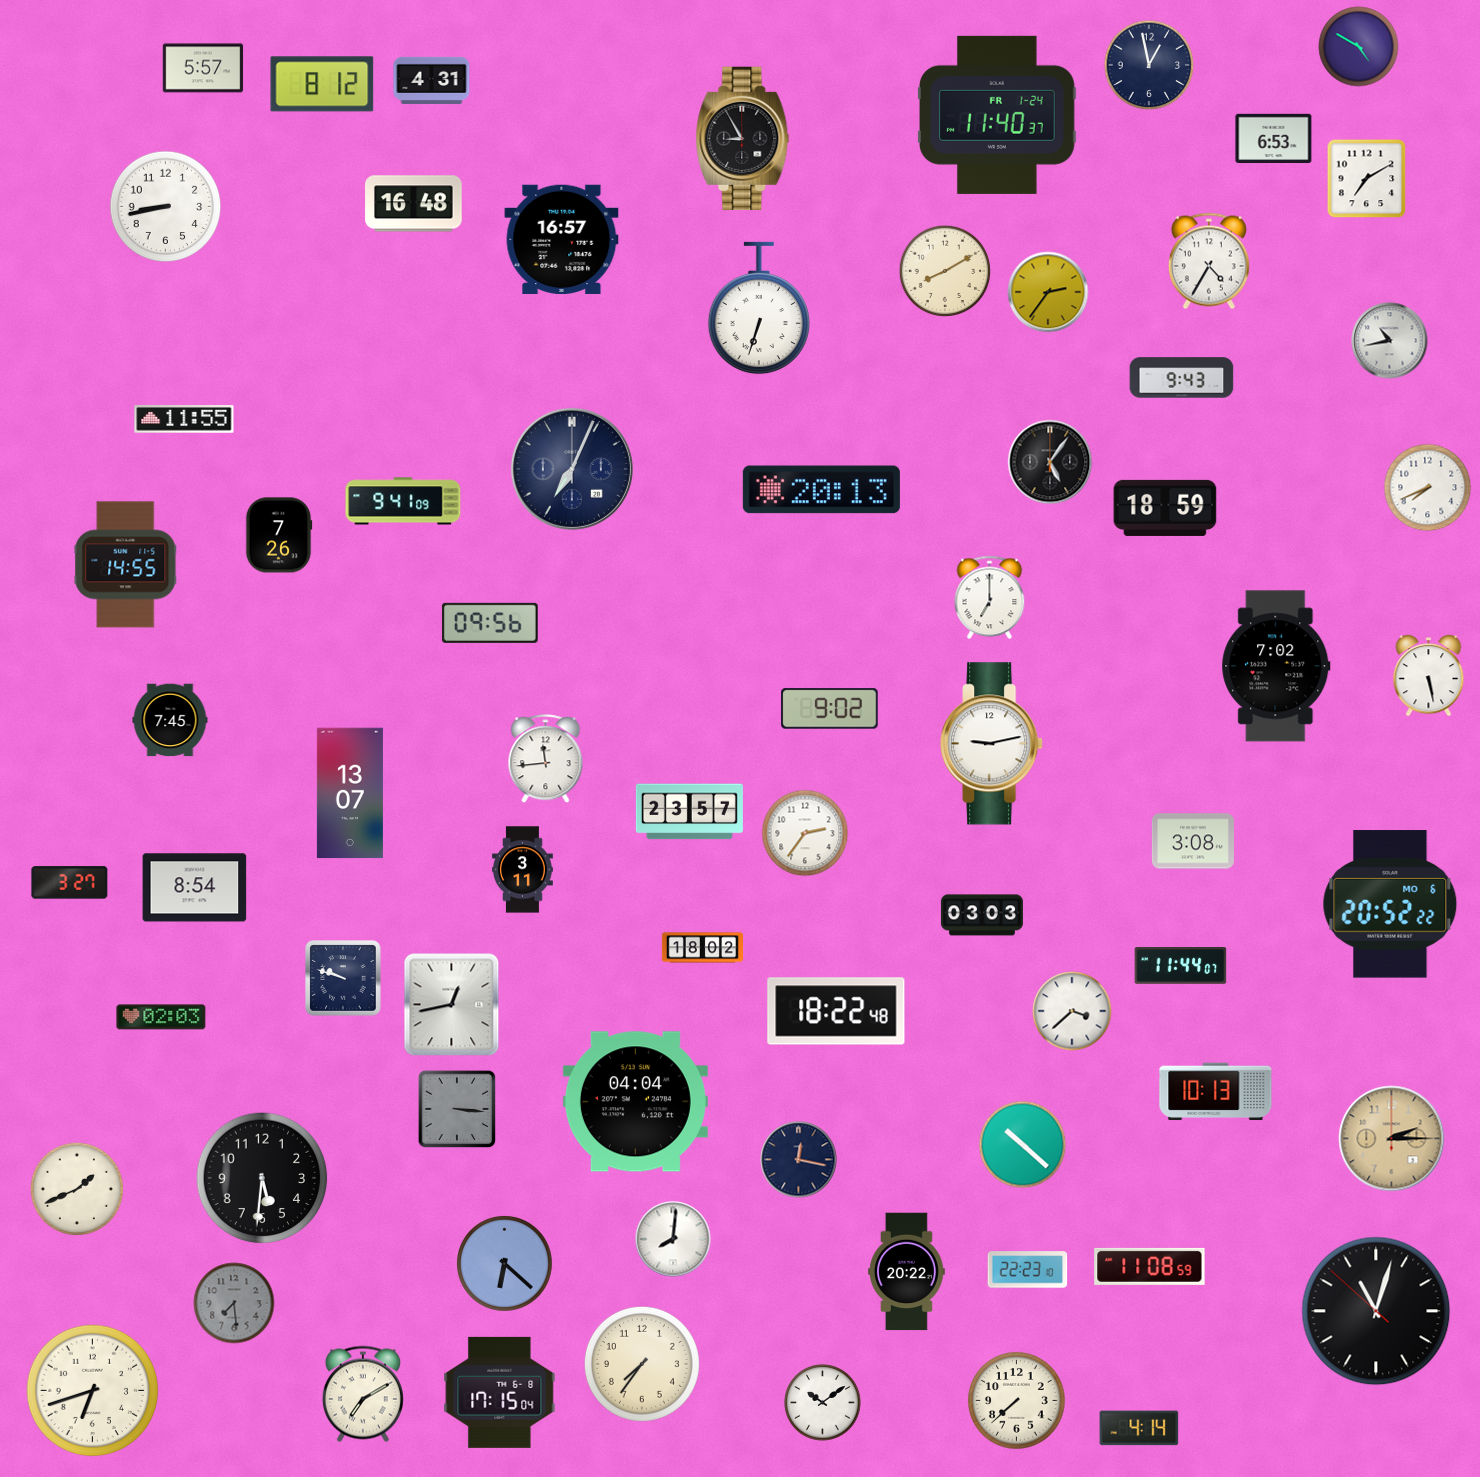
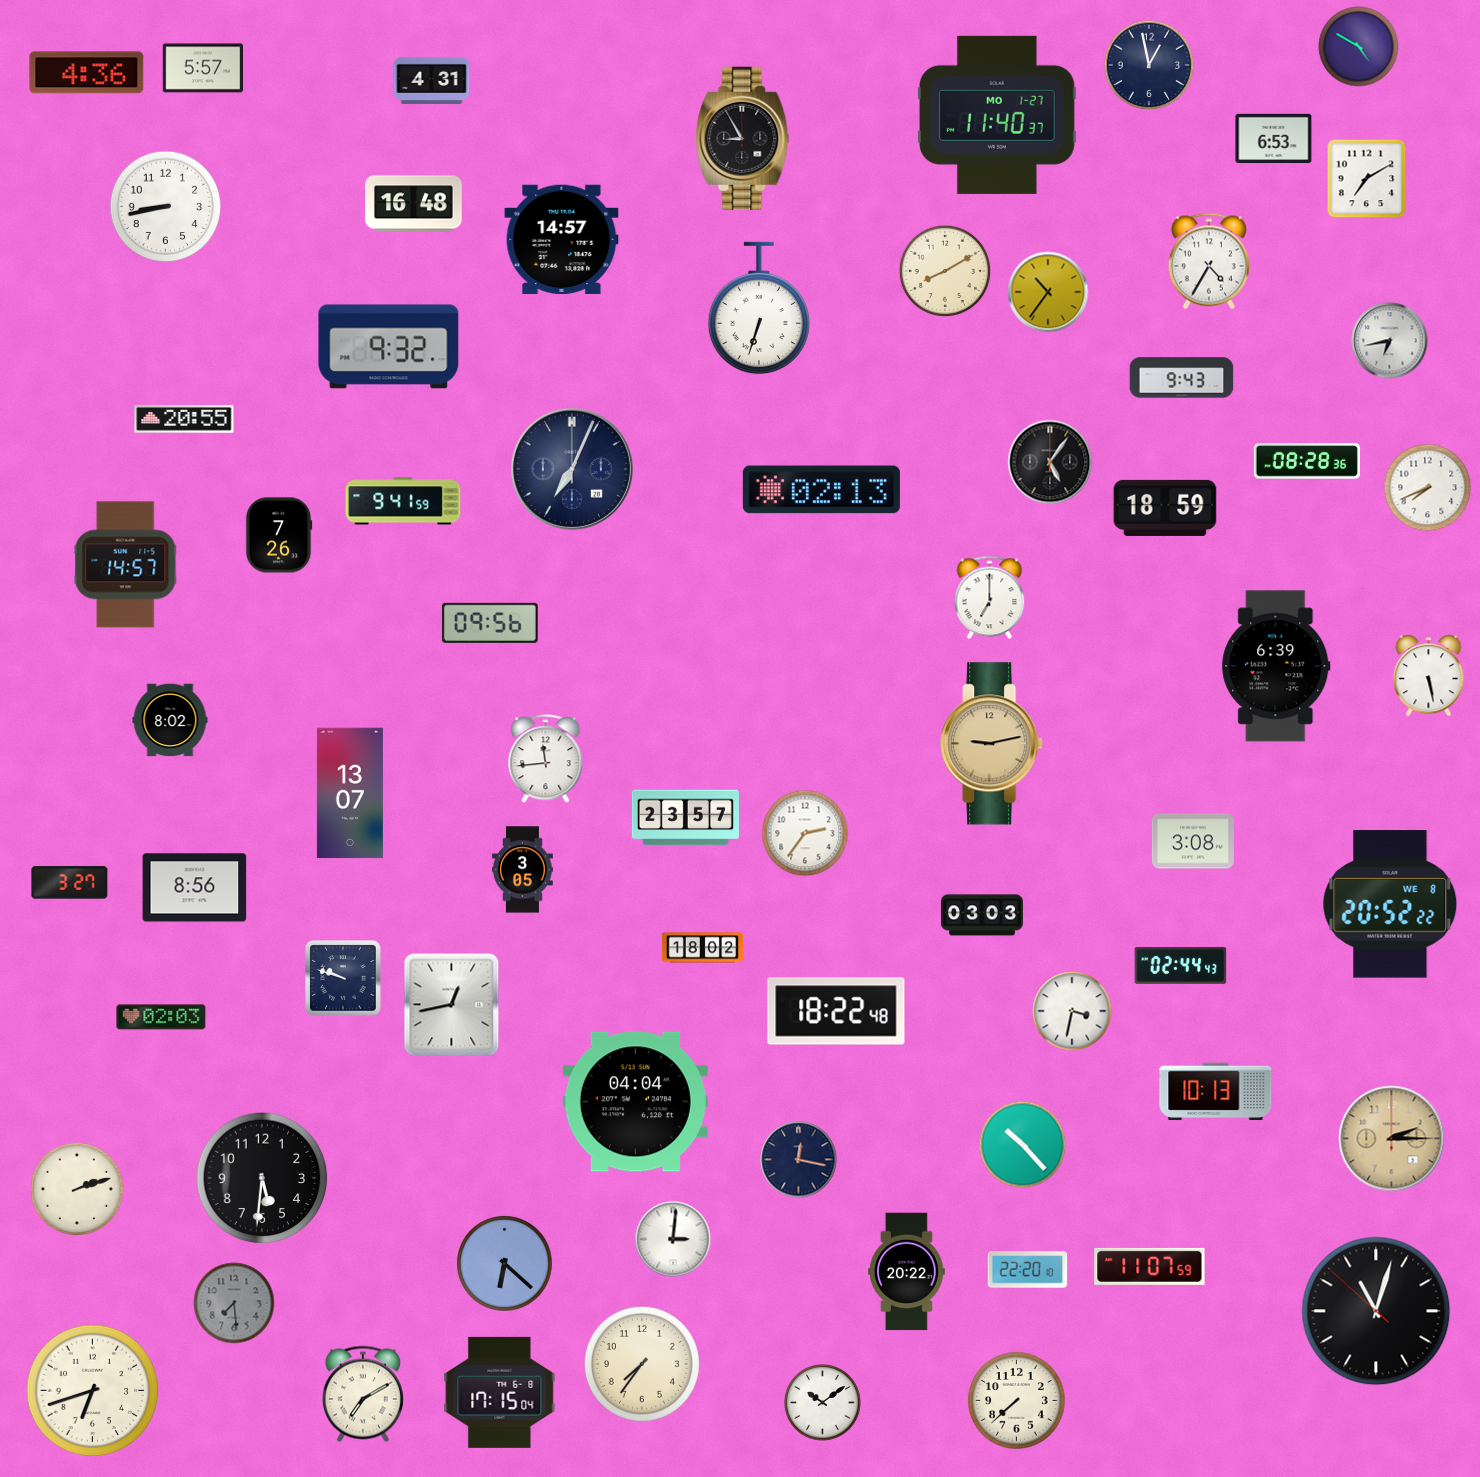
clock at (87, 73): none -> 4:36
clock at (322, 84): 8:12 -> none
clock at (998, 115) date: FR 1-24 -> MO 1-27
clock at (562, 239): 16:57 -> 14:57
clock at (1048, 292): 2:36 -> 10:36
clock at (1390, 341): 10:43 -> 6:43
clock at (389, 347): none -> 9:32
clock at (184, 419): 11:55 -> 20:55
clock at (1307, 461): none -> 08:28
clock at (821, 490): 20:13 -> 02:13
clock at (403, 501): 9:41:09 -> 9:41:59
clock at (126, 565): 14:55 -> 14:57
clock at (1276, 666): 7:02 -> 6:39
clock at (830, 709): 9:02 -> none
clock at (170, 720): 7:45 -> 8:02
clock at (992, 744) dial: white -> champagne
clock at (689, 812) position: (689, 812) -> (685, 818)
clock at (523, 870): 3:11 -> 3:05
clock at (195, 888): 8:54 -> 8:56
clock at (1390, 904) date: MO 6 -> WE 8
clock at (1181, 966): 11:44 -> 02:44
clock at (1072, 1011): 3:38 -> 3:32
clock at (457, 1109): 3:16 -> none
clock at (1023, 1145): 10:22 -> 10:23
clock at (77, 1189): 1:41 -> 2:12
clock at (673, 1239): 8:01 -> 3:01
clock at (1150, 1266): 11:08 -> 11:07
clock at (1028, 1270): 22:23 -> 22:20
clock at (1139, 1428): 4:14 -> none
